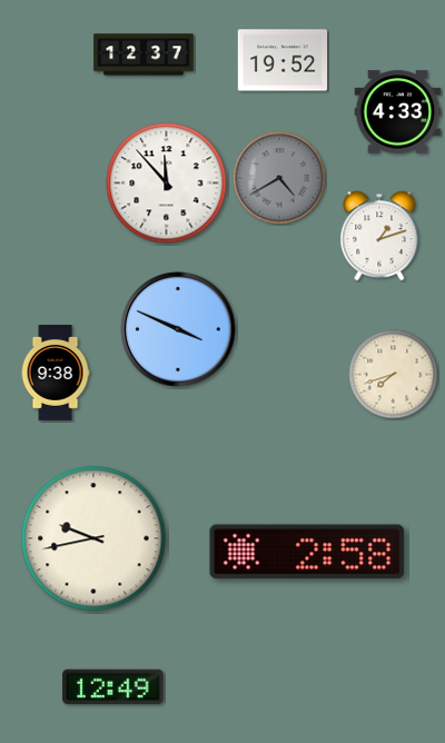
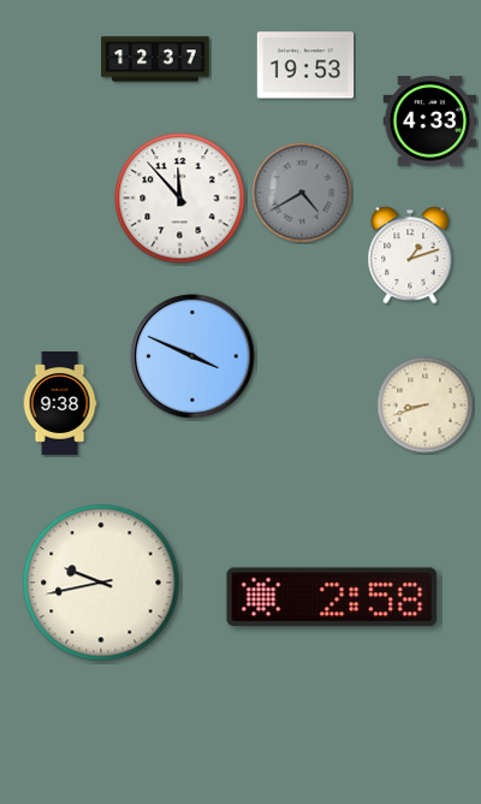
clock at (283, 60): 19:52 -> 19:53
clock at (394, 375): 7:42 -> 8:42
clock at (113, 686): 12:49 -> none
